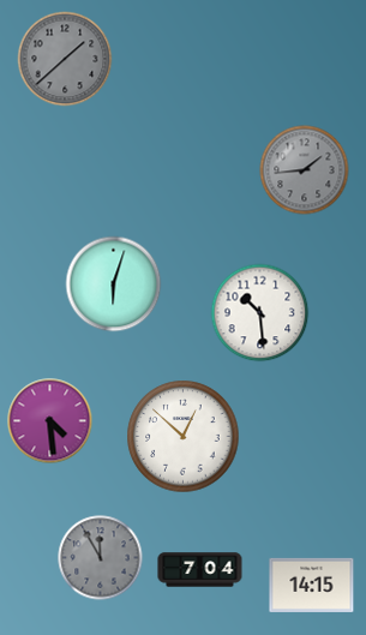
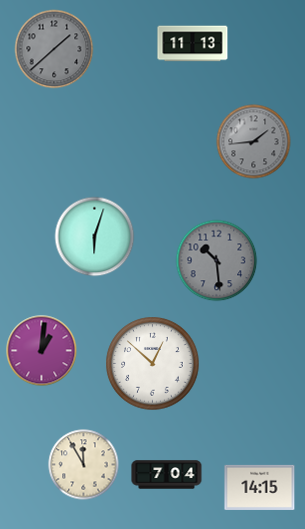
clock at (193, 44): none -> 11:13
clock at (260, 313) dial: white -> grey
clock at (50, 421): 4:29 -> 1:01
clock at (101, 558) dial: grey -> cream
